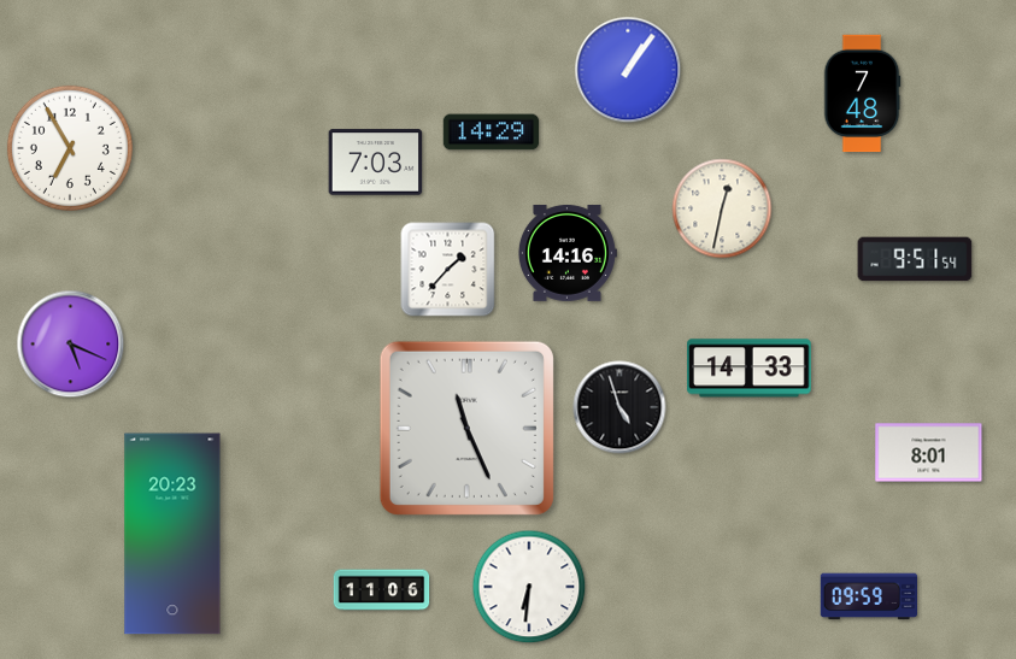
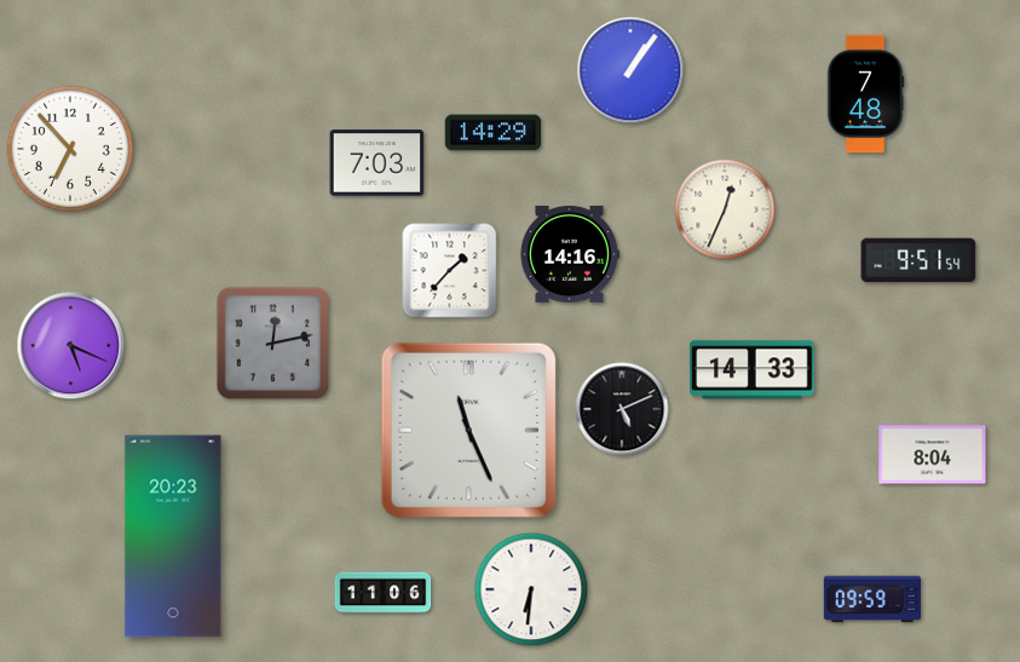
clock at (70, 148): 6:55 -> 6:53
clock at (722, 208): 12:32 -> 12:34
clock at (272, 342): none -> 12:13
clock at (619, 407): 4:57 -> 5:11
clock at (929, 453): 8:01 -> 8:04
